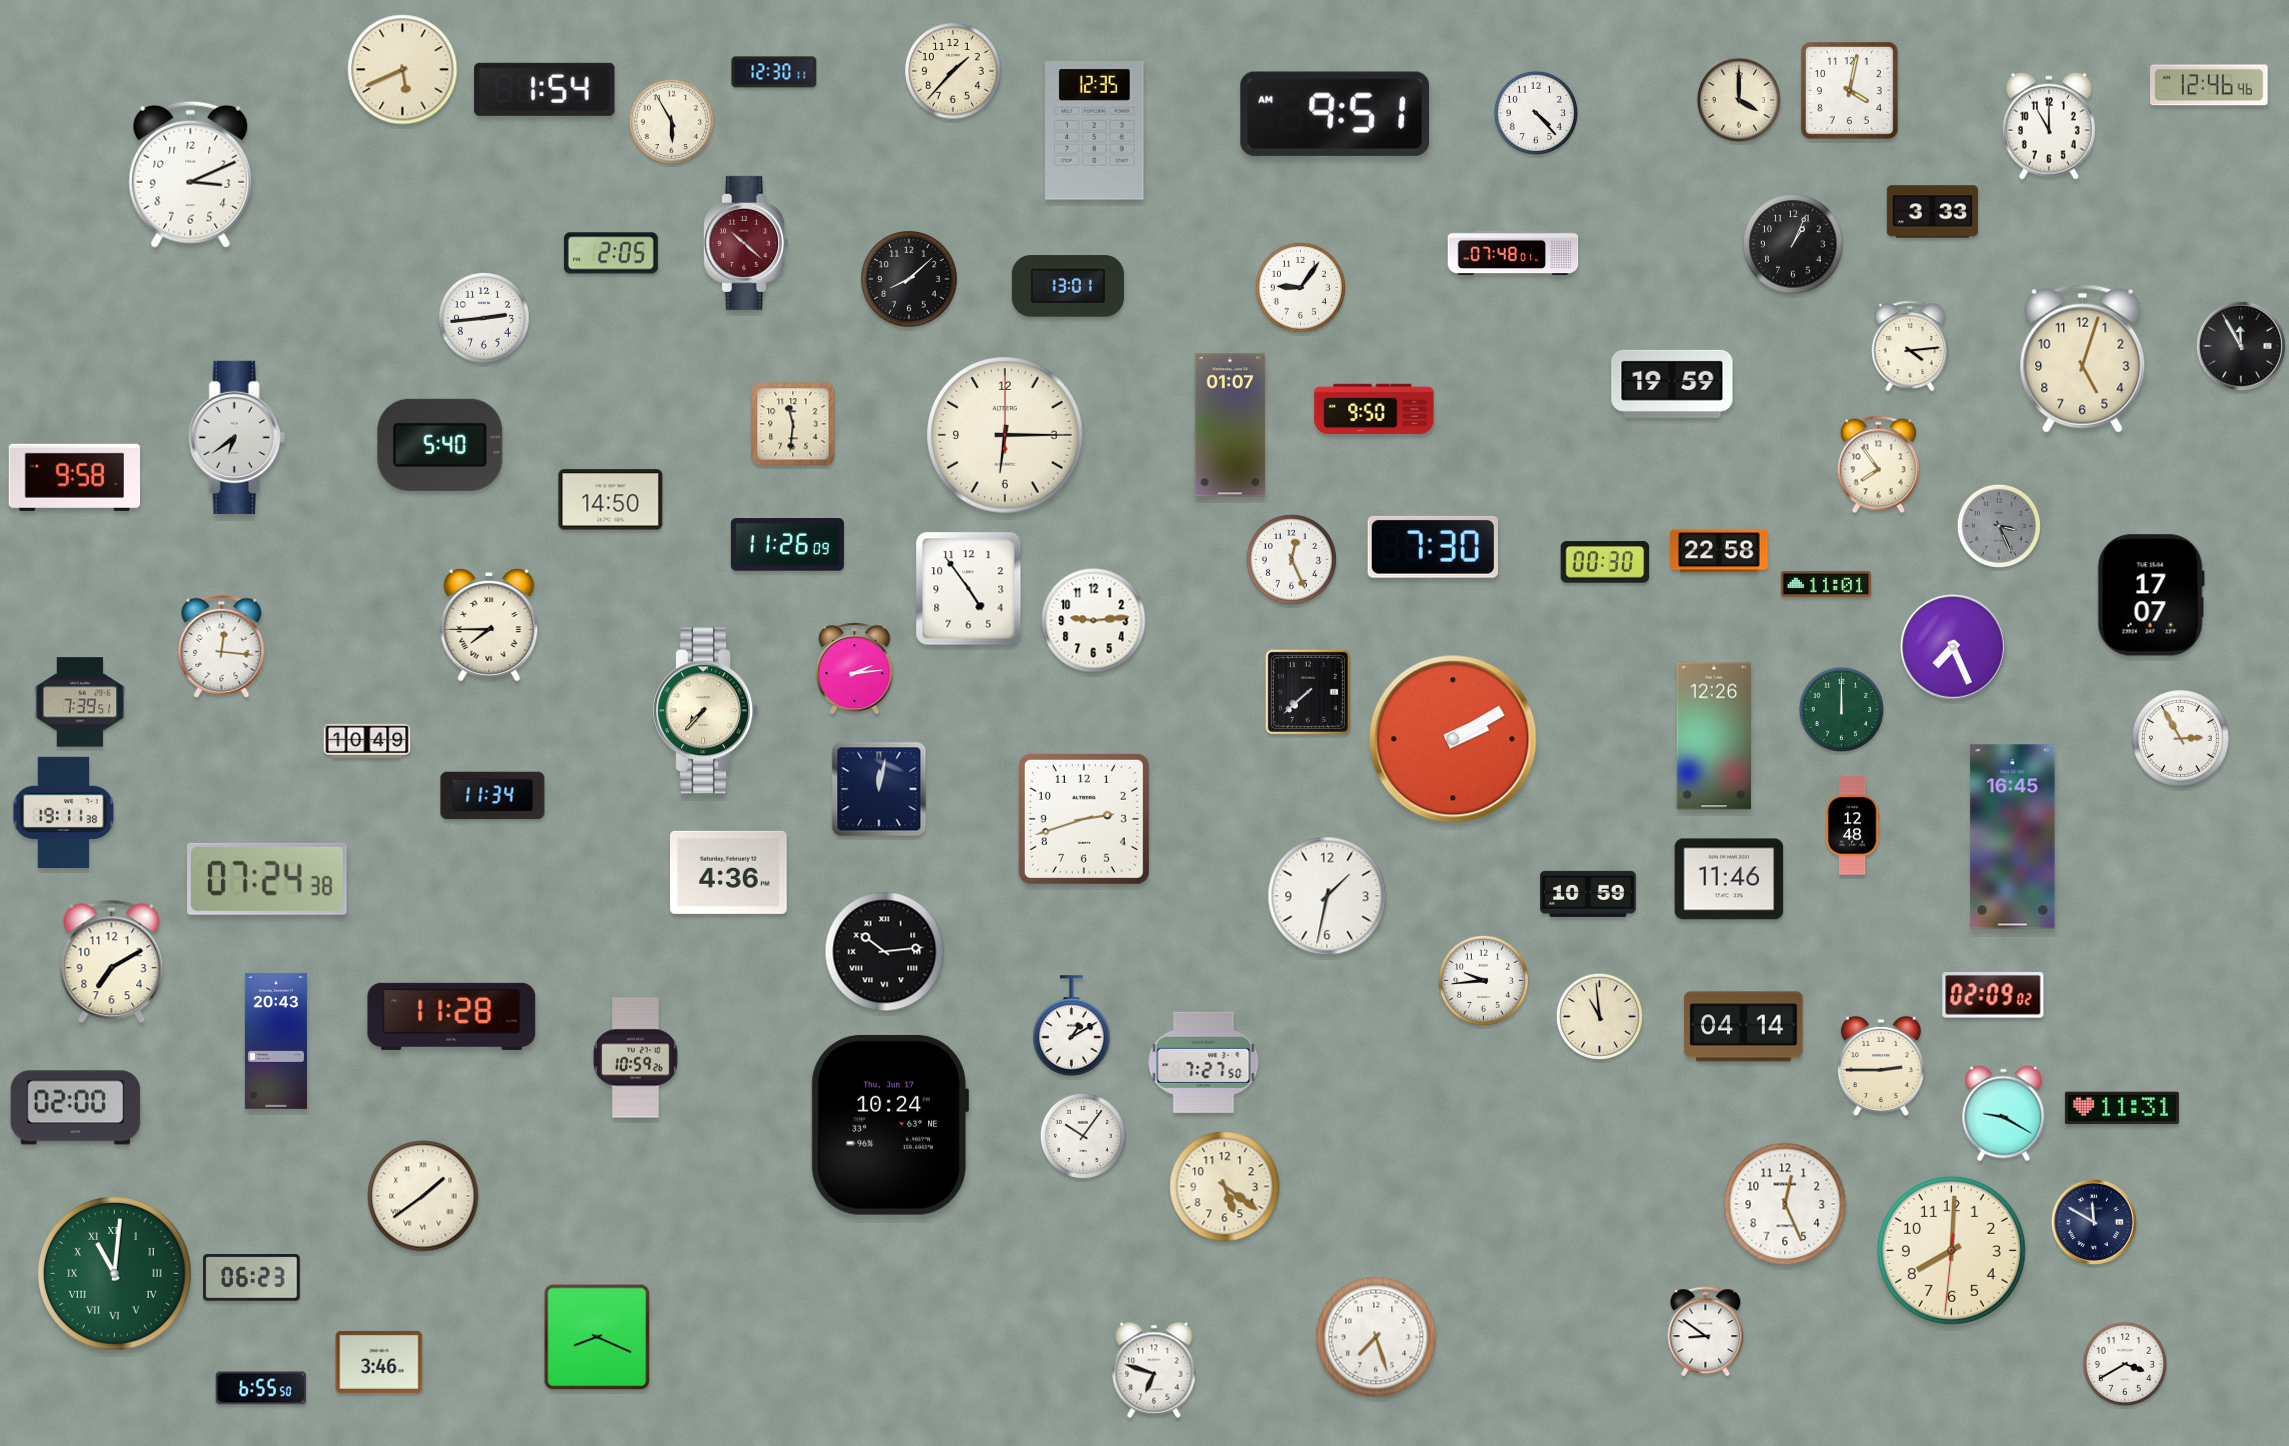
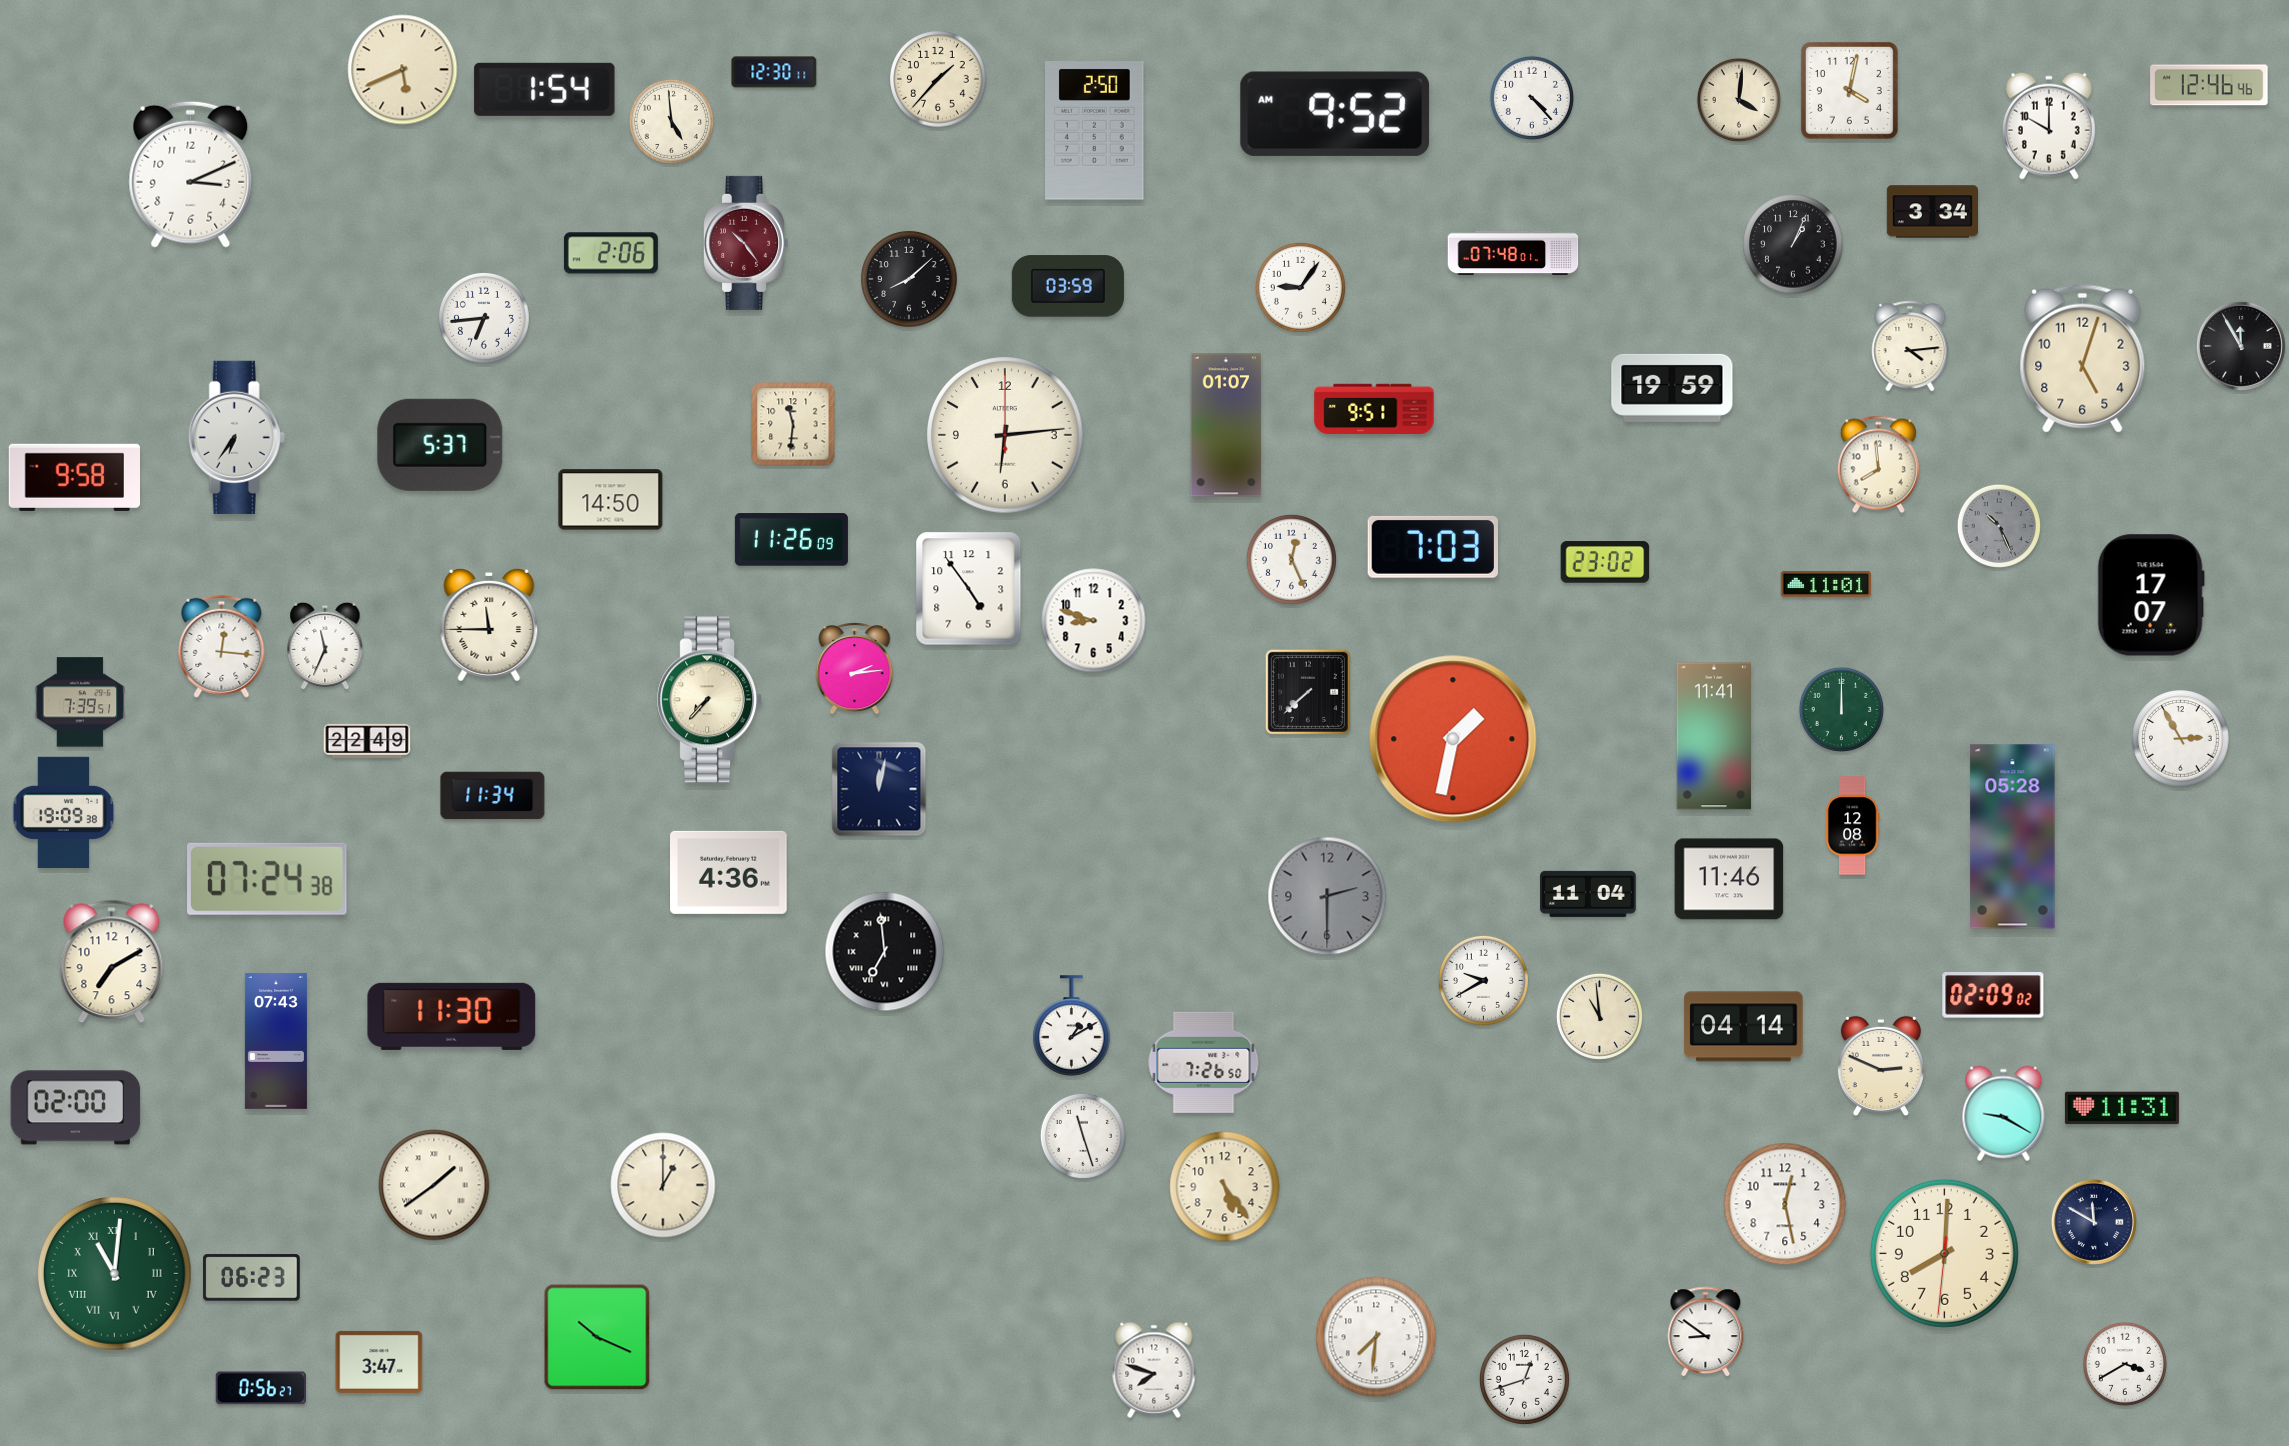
clock at (953, 71) position: (953, 71) -> (938, 79)
clock at (1739, 100): 4:00 -> 4:01
clock at (1536, 113) position: (1536, 113) -> (1532, 98)
clock at (1335, 114): 9:51 -> 9:52
clock at (671, 121): 5:55 -> 4:59
clock at (2049, 126): 11:00 -> 10:00
clock at (1095, 131): 12:35 -> 2:50
clock at (1932, 212): 3:33 -> 3:34
clock at (746, 243): 10:22 -> 10:24
clock at (611, 253): 2:05 -> 2:06
clock at (1068, 286): 13:01 -> 03:59
clock at (484, 318): 2:44 -> 6:44
clock at (1672, 384) position: (1672, 384) -> (1672, 388)
clock at (1374, 409): 9:50 -> 9:51
clock at (1230, 425) position: (1230, 425) -> (1226, 425)
clock at (1005, 435): 6:15 -> 6:14
clock at (236, 437): 6:39 -> 6:36
clock at (440, 445): 5:40 -> 5:37
clock at (1878, 465): 7:54 -> 7:59
clock at (1999, 526): 3:26 -> 10:26
clock at (787, 545) position: (787, 545) -> (791, 540)
clock at (1432, 547): 7:30 -> 7:03
clock at (1719, 551): 22:58 -> none
clock at (1605, 562): 00:30 -> 23:02
clock at (1094, 621): 9:14 -> 8:48
clock at (489, 625): 7:45 -> 11:45
clock at (325, 646): none -> 11:34
clock at (1954, 648): 7:26 -> none
clock at (706, 711) position: (706, 711) -> (710, 700)
clock at (1713, 736): 12:26 -> 11:41
clock at (1453, 739): 2:10 -> 1:32
clock at (367, 741): 10:49 -> 22:49
clock at (64, 812): 19:11 -> 19:09
clock at (1084, 819): 2:42 -> none
clock at (1852, 826): 12:48 -> 12:08
clock at (2013, 837): 16:45 -> 05:28
clock at (1588, 894): 10:59 -> 11:04
clock at (1327, 896): 1:32 -> 2:30
clock at (1327, 896) dial: white -> grey
clock at (885, 952): 10:14 -> 6:59
clock at (1483, 980): 9:44 -> 9:40
clock at (452, 1016): 11:28 -> 11:30
clock at (276, 1041): 20:43 -> 07:43
clock at (636, 1058): 10:59 -> none
clock at (1204, 1062): 7:27 -> 7:26
clock at (1881, 1065): 2:45 -> 2:49
clock at (890, 1125): 10:24 -> none
clock at (1083, 1136): 10:06 -> 11:27
clock at (663, 1185): none -> 1:00
clock at (1225, 1187): 5:21 -> 5:24
clock at (423, 1196) position: (423, 1196) -> (434, 1185)
clock at (1785, 1204): 12:26 -> 12:28
clock at (1951, 1250) position: (1951, 1250) -> (1944, 1253)
clock at (597, 1337): 8:19 -> 10:19
clock at (1376, 1337): 7:27 -> 7:31
clock at (379, 1362): 3:46 -> 3:47
clock at (1154, 1370): 6:48 -> 7:48
clock at (1524, 1379): none -> 12:42
clock at (260, 1388): 6:55 -> 0:56
